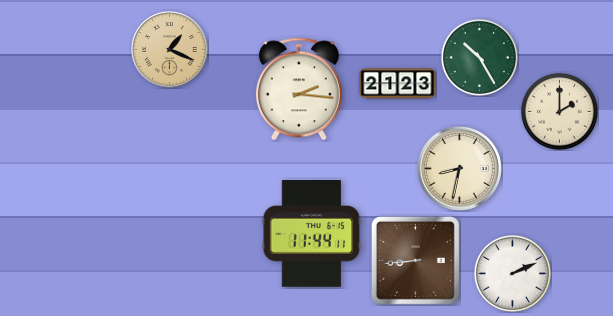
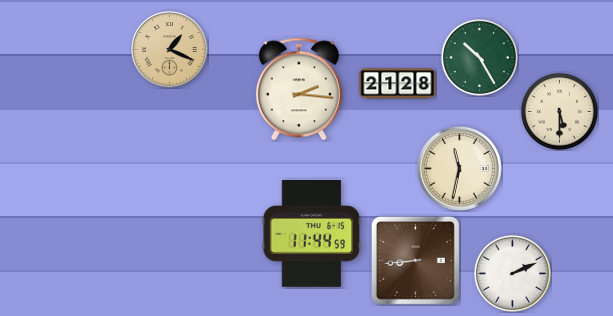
clock at (398, 84): 21:23 -> 21:28
clock at (559, 111): 2:00 -> 5:30
clock at (459, 168): 8:32 -> 11:32
clock at (312, 234): 11:44:11 -> 11:44:59
